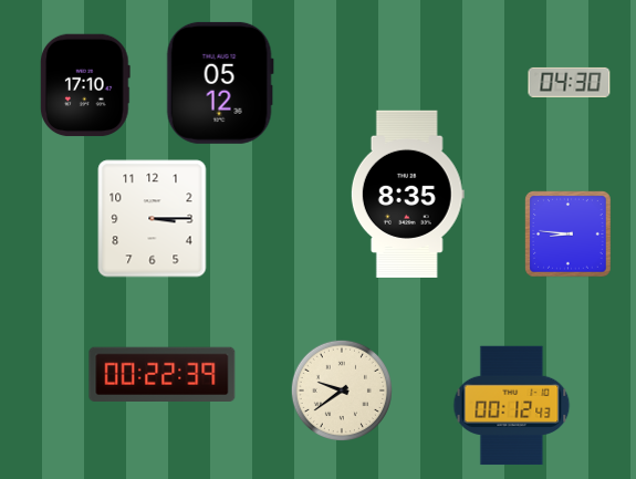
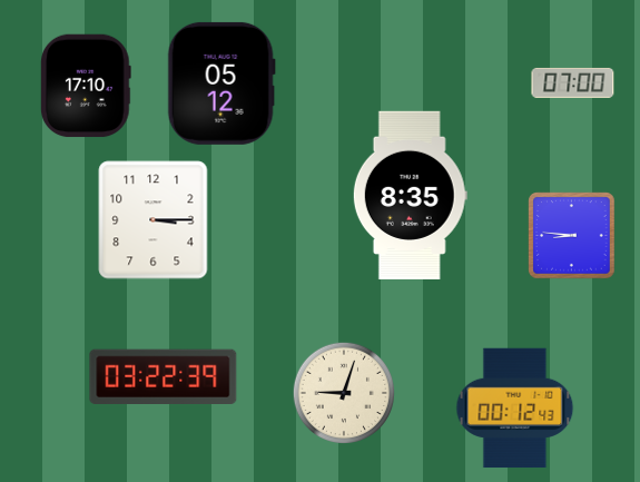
clock at (570, 82): 04:30 -> 07:00
clock at (163, 375): 00:22 -> 03:22
clock at (341, 389): 9:39 -> 9:03
